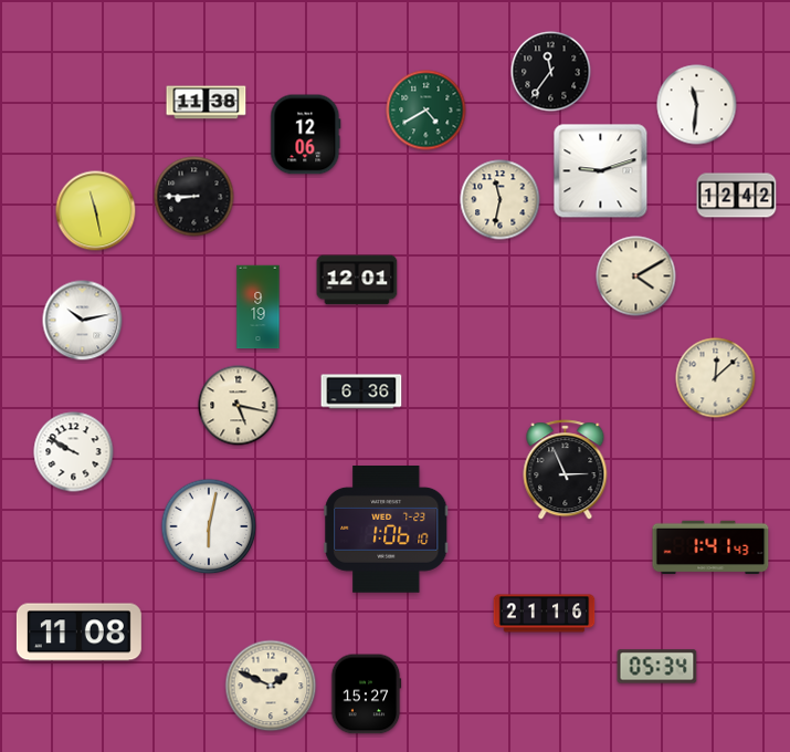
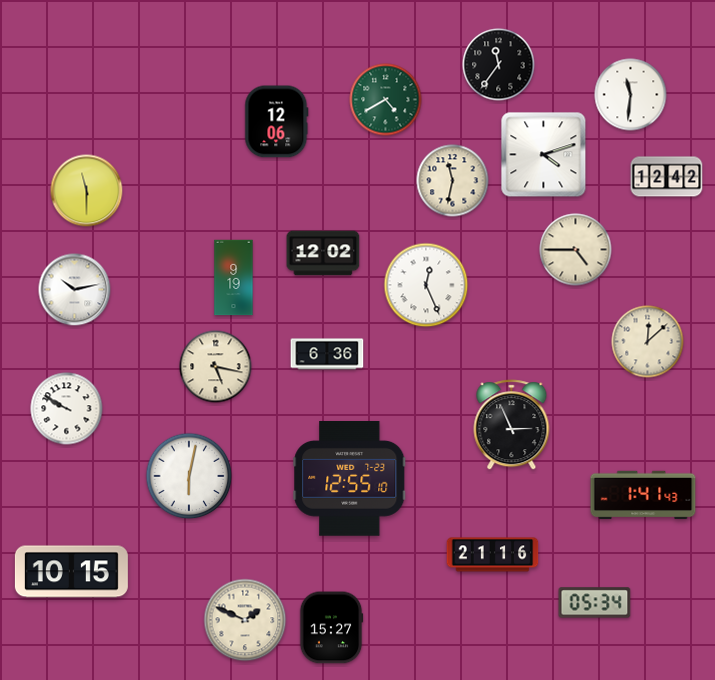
clock at (207, 103): 11:38 -> none
clock at (601, 171): 9:12 -> 4:12
clock at (194, 197): 8:45 -> none
clock at (96, 211): 11:28 -> 11:30
clock at (636, 276): 4:10 -> 4:45
clock at (357, 280): 12:01 -> 12:02
clock at (426, 285): none -> 12:26
clock at (387, 530): 1:06 -> 12:55
clock at (78, 633): 11:08 -> 10:15
